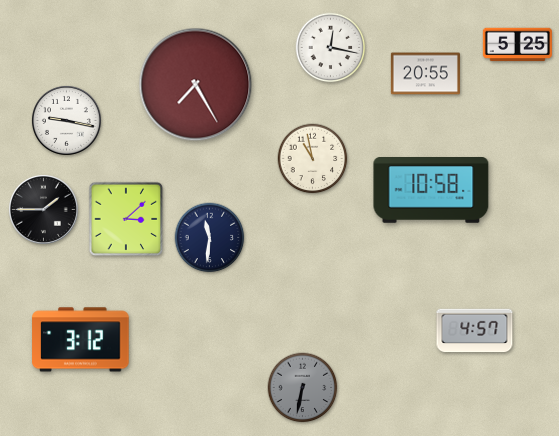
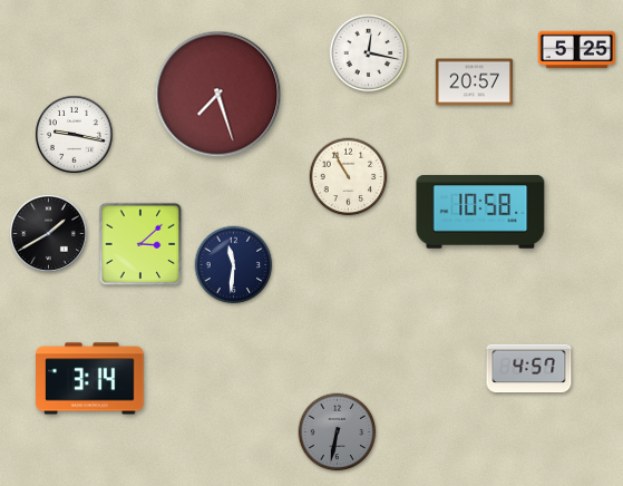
clock at (425, 74): 20:55 -> 20:57
clock at (196, 85): 7:25 -> 7:27
clock at (313, 159): 10:58 -> 10:55
clock at (43, 209): 1:45 -> 1:40
clock at (81, 340): 3:12 -> 3:14
